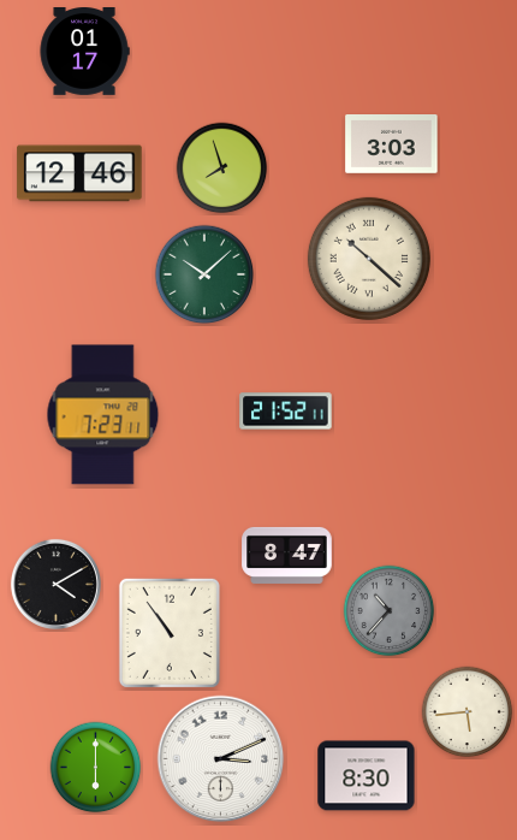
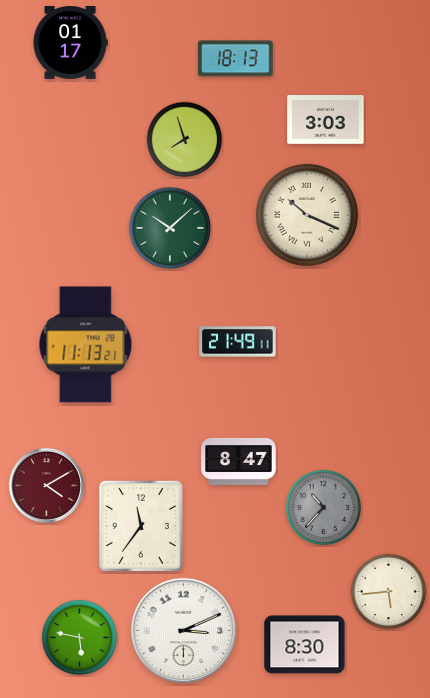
clock at (236, 59): none -> 18:13
clock at (79, 173): 12:46 -> none
clock at (369, 259): 10:22 -> 10:19
clock at (286, 412): 21:52 -> 21:49
clock at (103, 415): 7:23 -> 11:13
clock at (55, 584) dial: black -> burgundy
clock at (170, 633): 10:54 -> 11:36
clock at (96, 768): 6:00 -> 5:47
